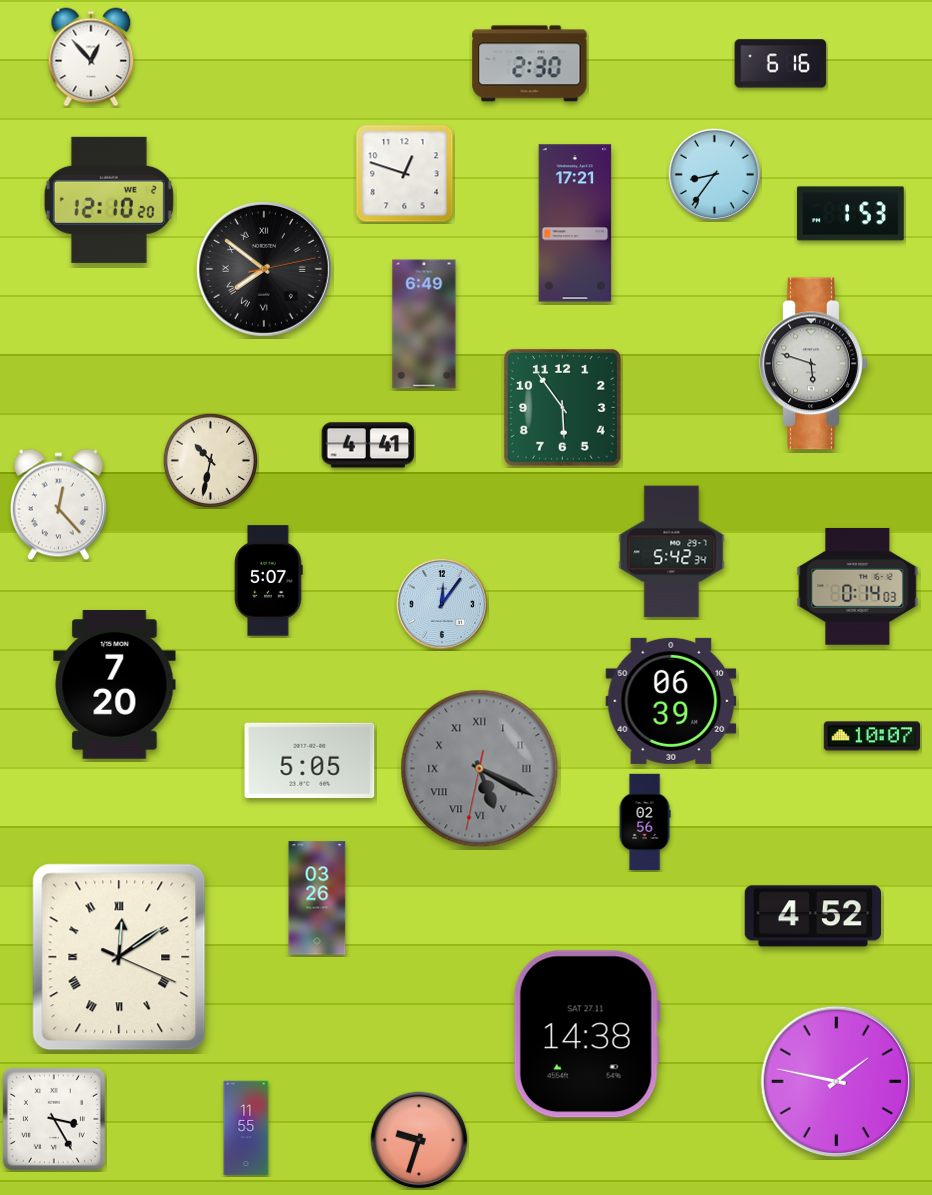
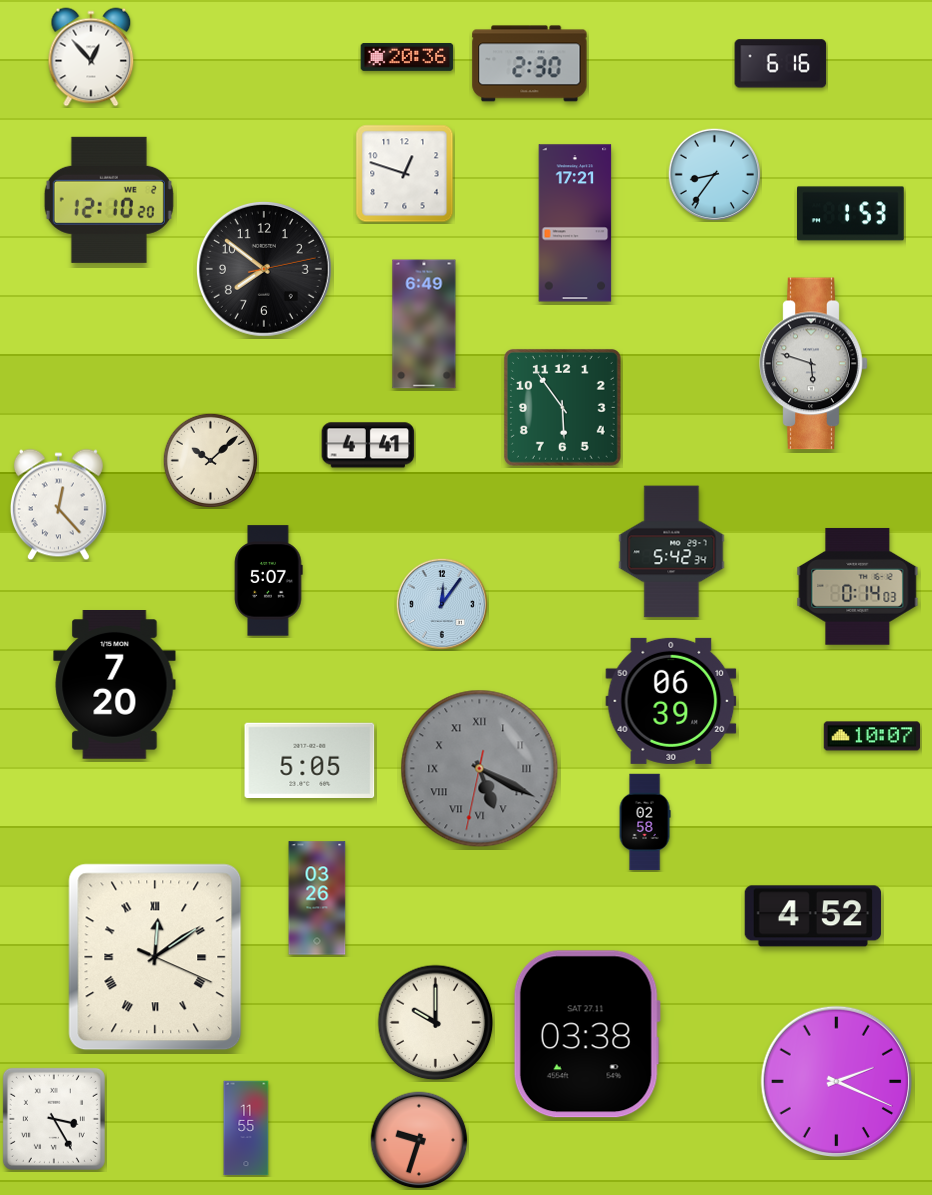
clock at (407, 58): none -> 20:36
clock at (264, 269) numerals: Roman -> Arabic
clock at (210, 460): 10:32 -> 10:08
clock at (645, 822): 02:56 -> 02:58
clock at (119, 957) position: (119, 957) -> (155, 957)
clock at (436, 1023): none -> 10:00
clock at (587, 1034): 14:38 -> 03:38
clock at (836, 1081): 1:47 -> 2:19
